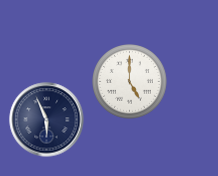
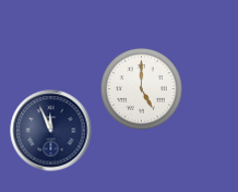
clock at (47, 120): 5:56 -> 11:56
